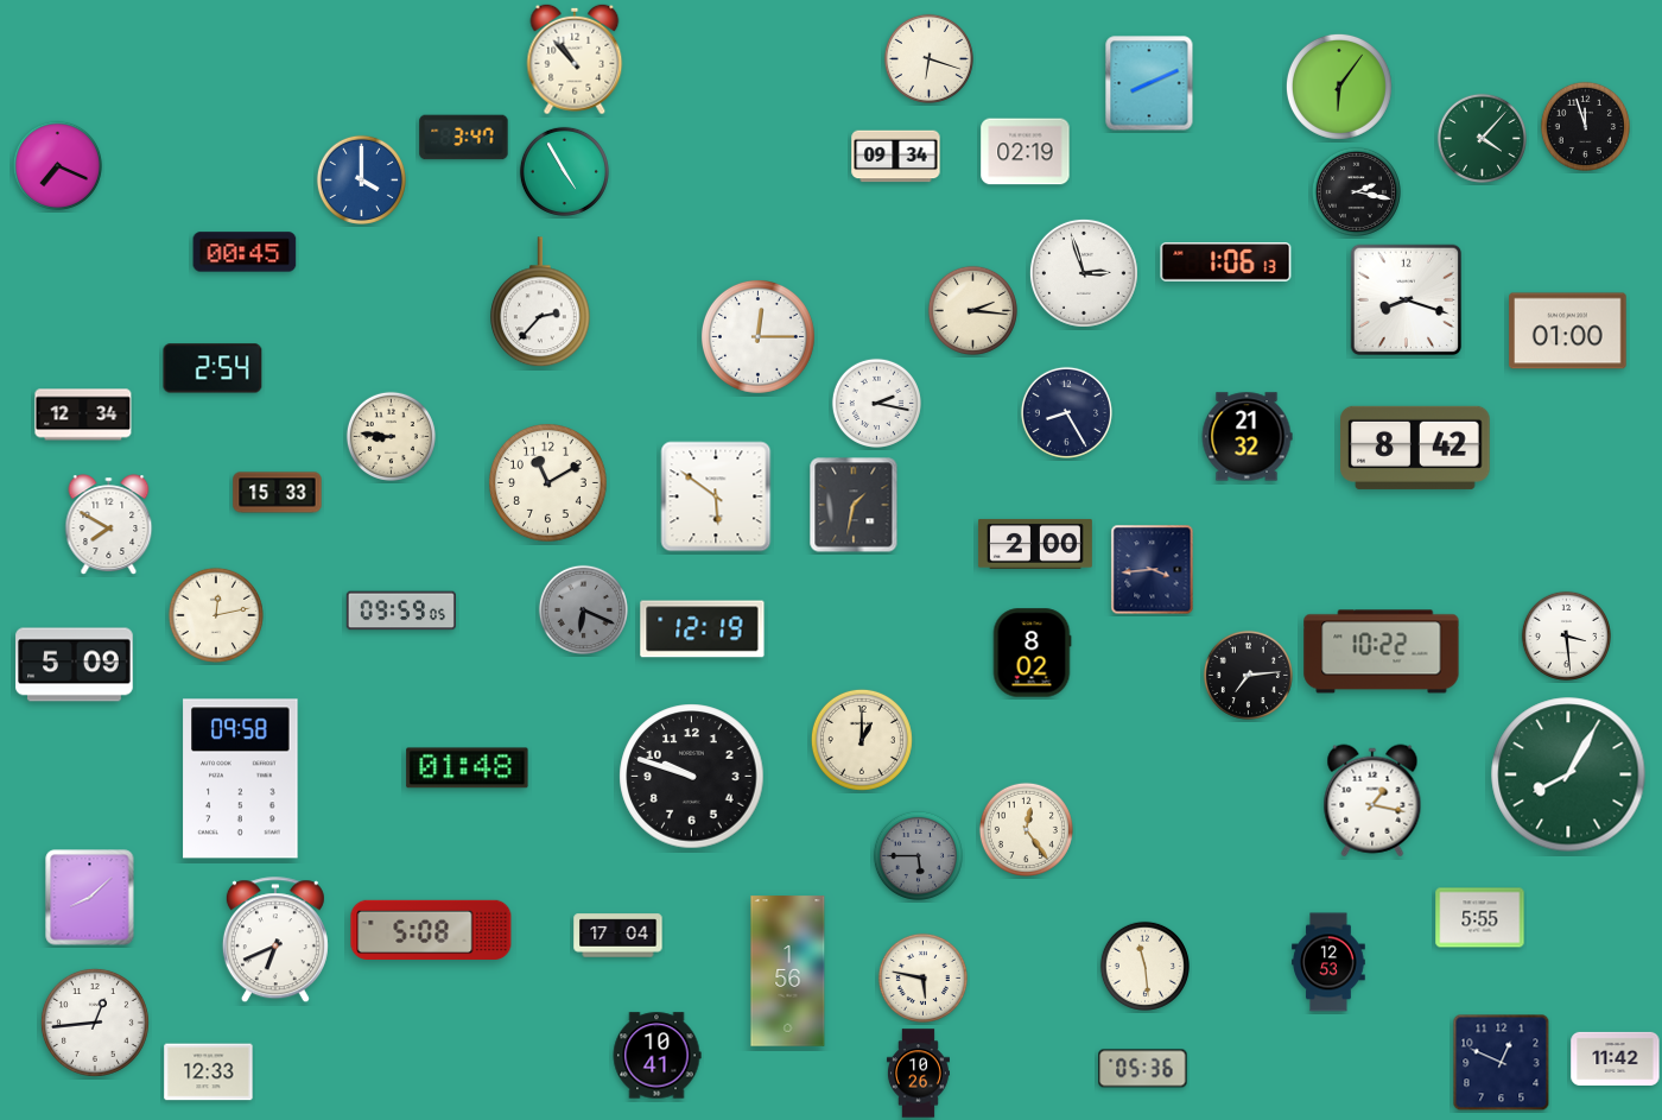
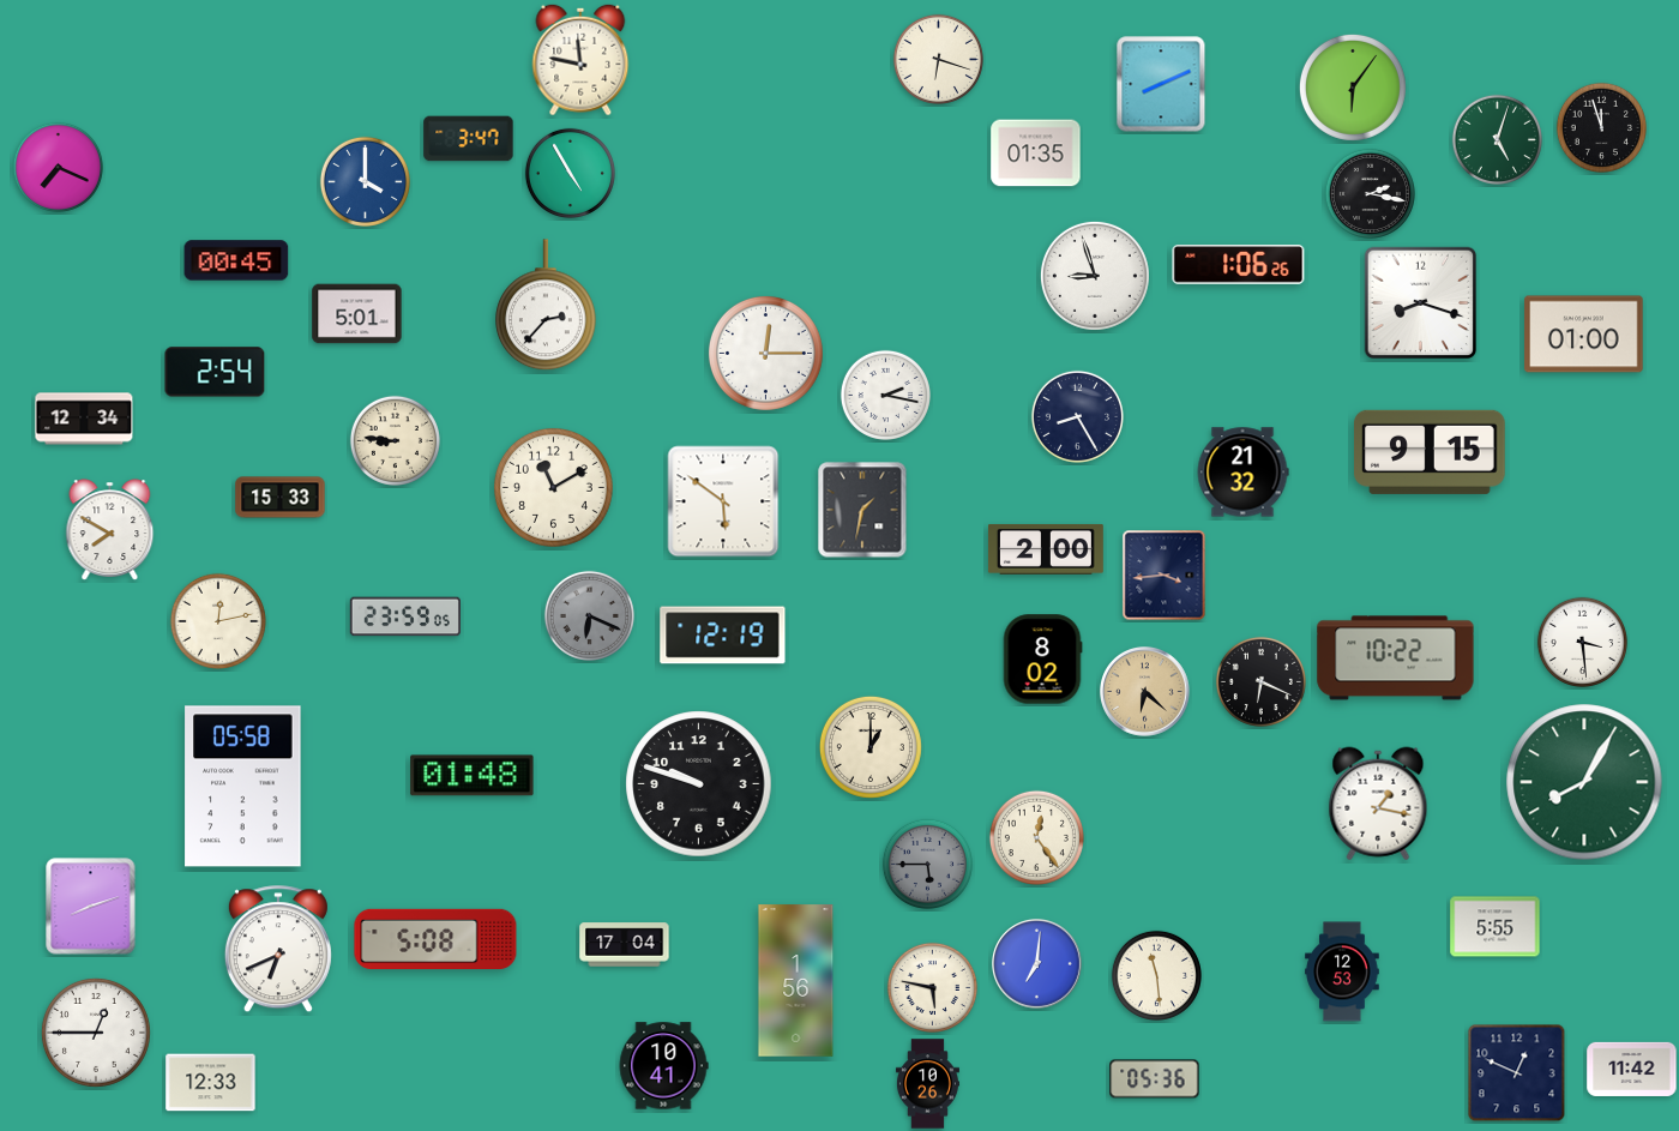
clock at (575, 59): 10:53 -> 11:47
clock at (1482, 138): 4:07 -> 5:03
clock at (1026, 152): 02:19 -> 01:35
clock at (896, 157): 09:34 -> none
clock at (245, 252) position: (245, 252) -> (236, 260)
clock at (1226, 262): 1:06:13 -> 1:06:26
clock at (1084, 273): 2:57 -> 8:57
clock at (972, 310): 2:16 -> none
clock at (357, 314): none -> 5:01
clock at (757, 336) position: (757, 336) -> (765, 353)
clock at (876, 403) position: (876, 403) -> (885, 395)
clock at (1246, 437) position: (1246, 437) -> (1242, 473)
clock at (1416, 448): 8:42 -> 9:15
clock at (400, 610): 09:59 -> 23:59
clock at (703, 629) position: (703, 629) -> (723, 636)
clock at (75, 665): 5:09 -> none
clock at (1248, 675): 7:14 -> 6:19
clock at (1145, 692): none -> 6:22
clock at (241, 779): 09:58 -> 05:58
clock at (1372, 801) position: (1372, 801) -> (1378, 804)
clock at (90, 898): 8:08 -> 8:12
clock at (1037, 964): none -> 7:01
clock at (95, 1023): 12:44 -> 12:45
